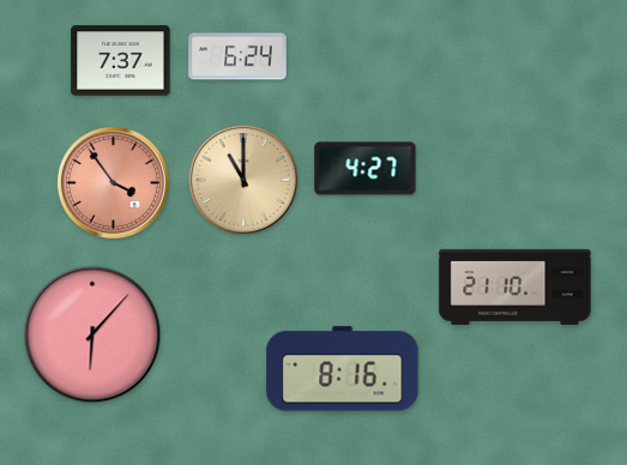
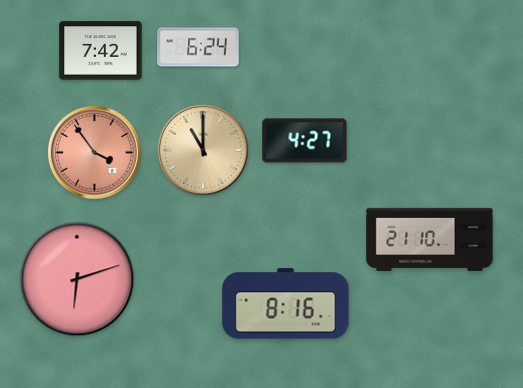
clock at (121, 61): 7:37 -> 7:42
clock at (92, 334): 6:07 -> 6:12
clock at (343, 369) position: (343, 369) -> (286, 304)
